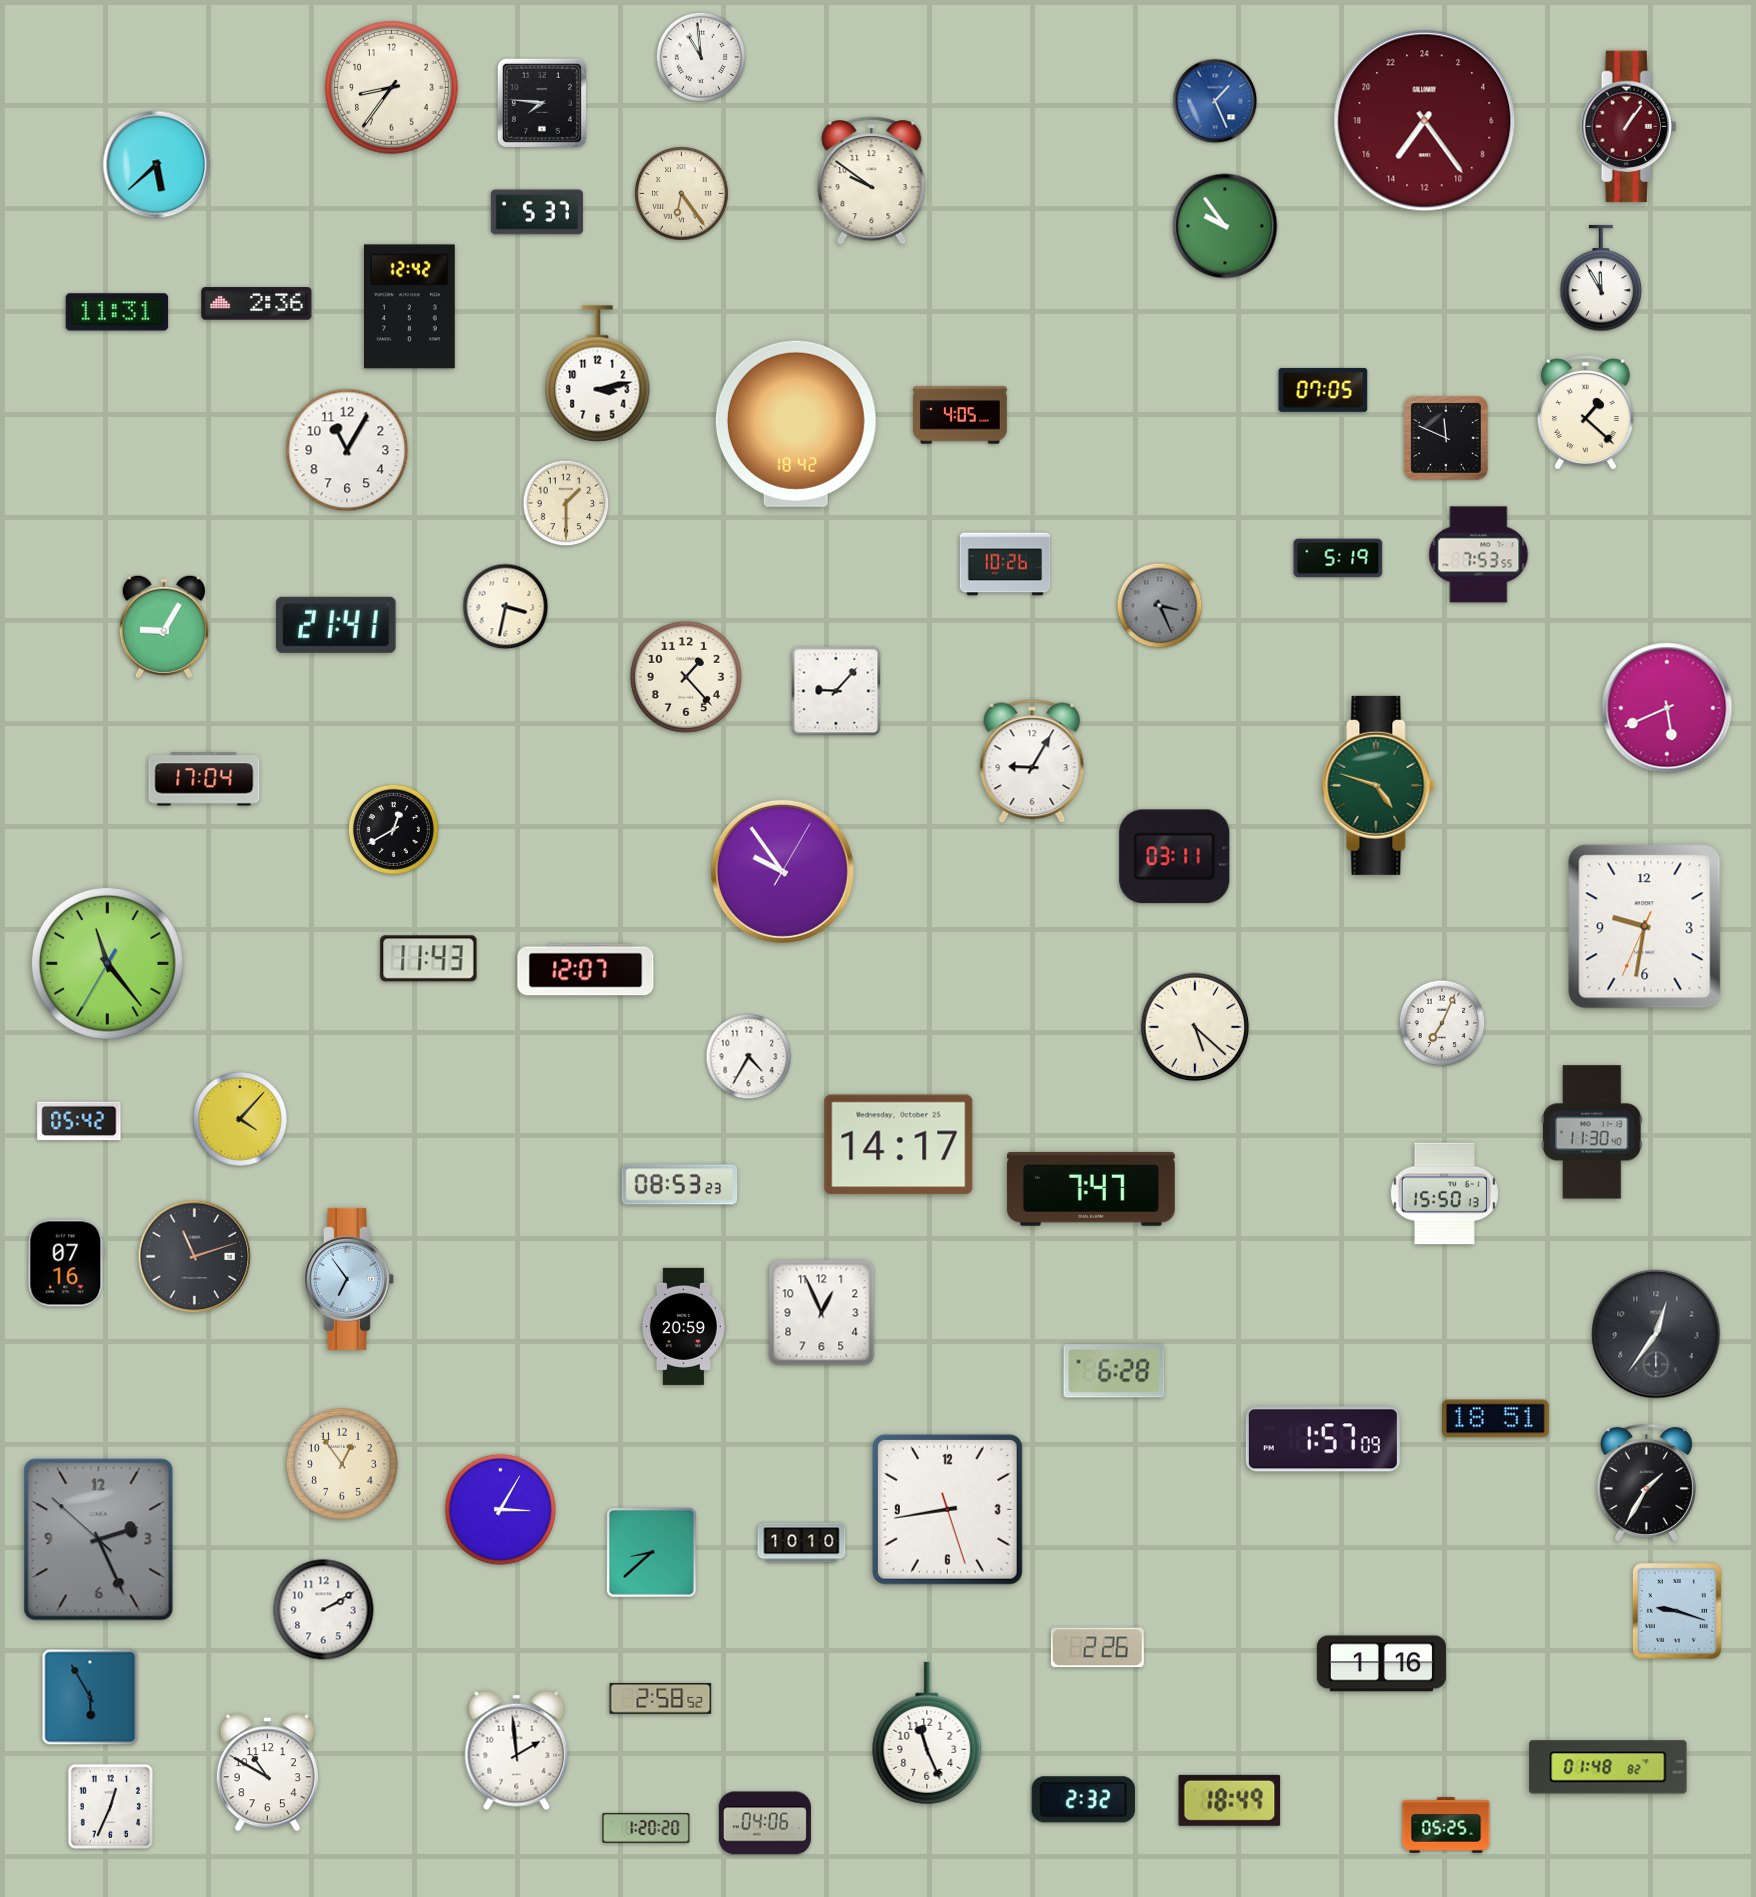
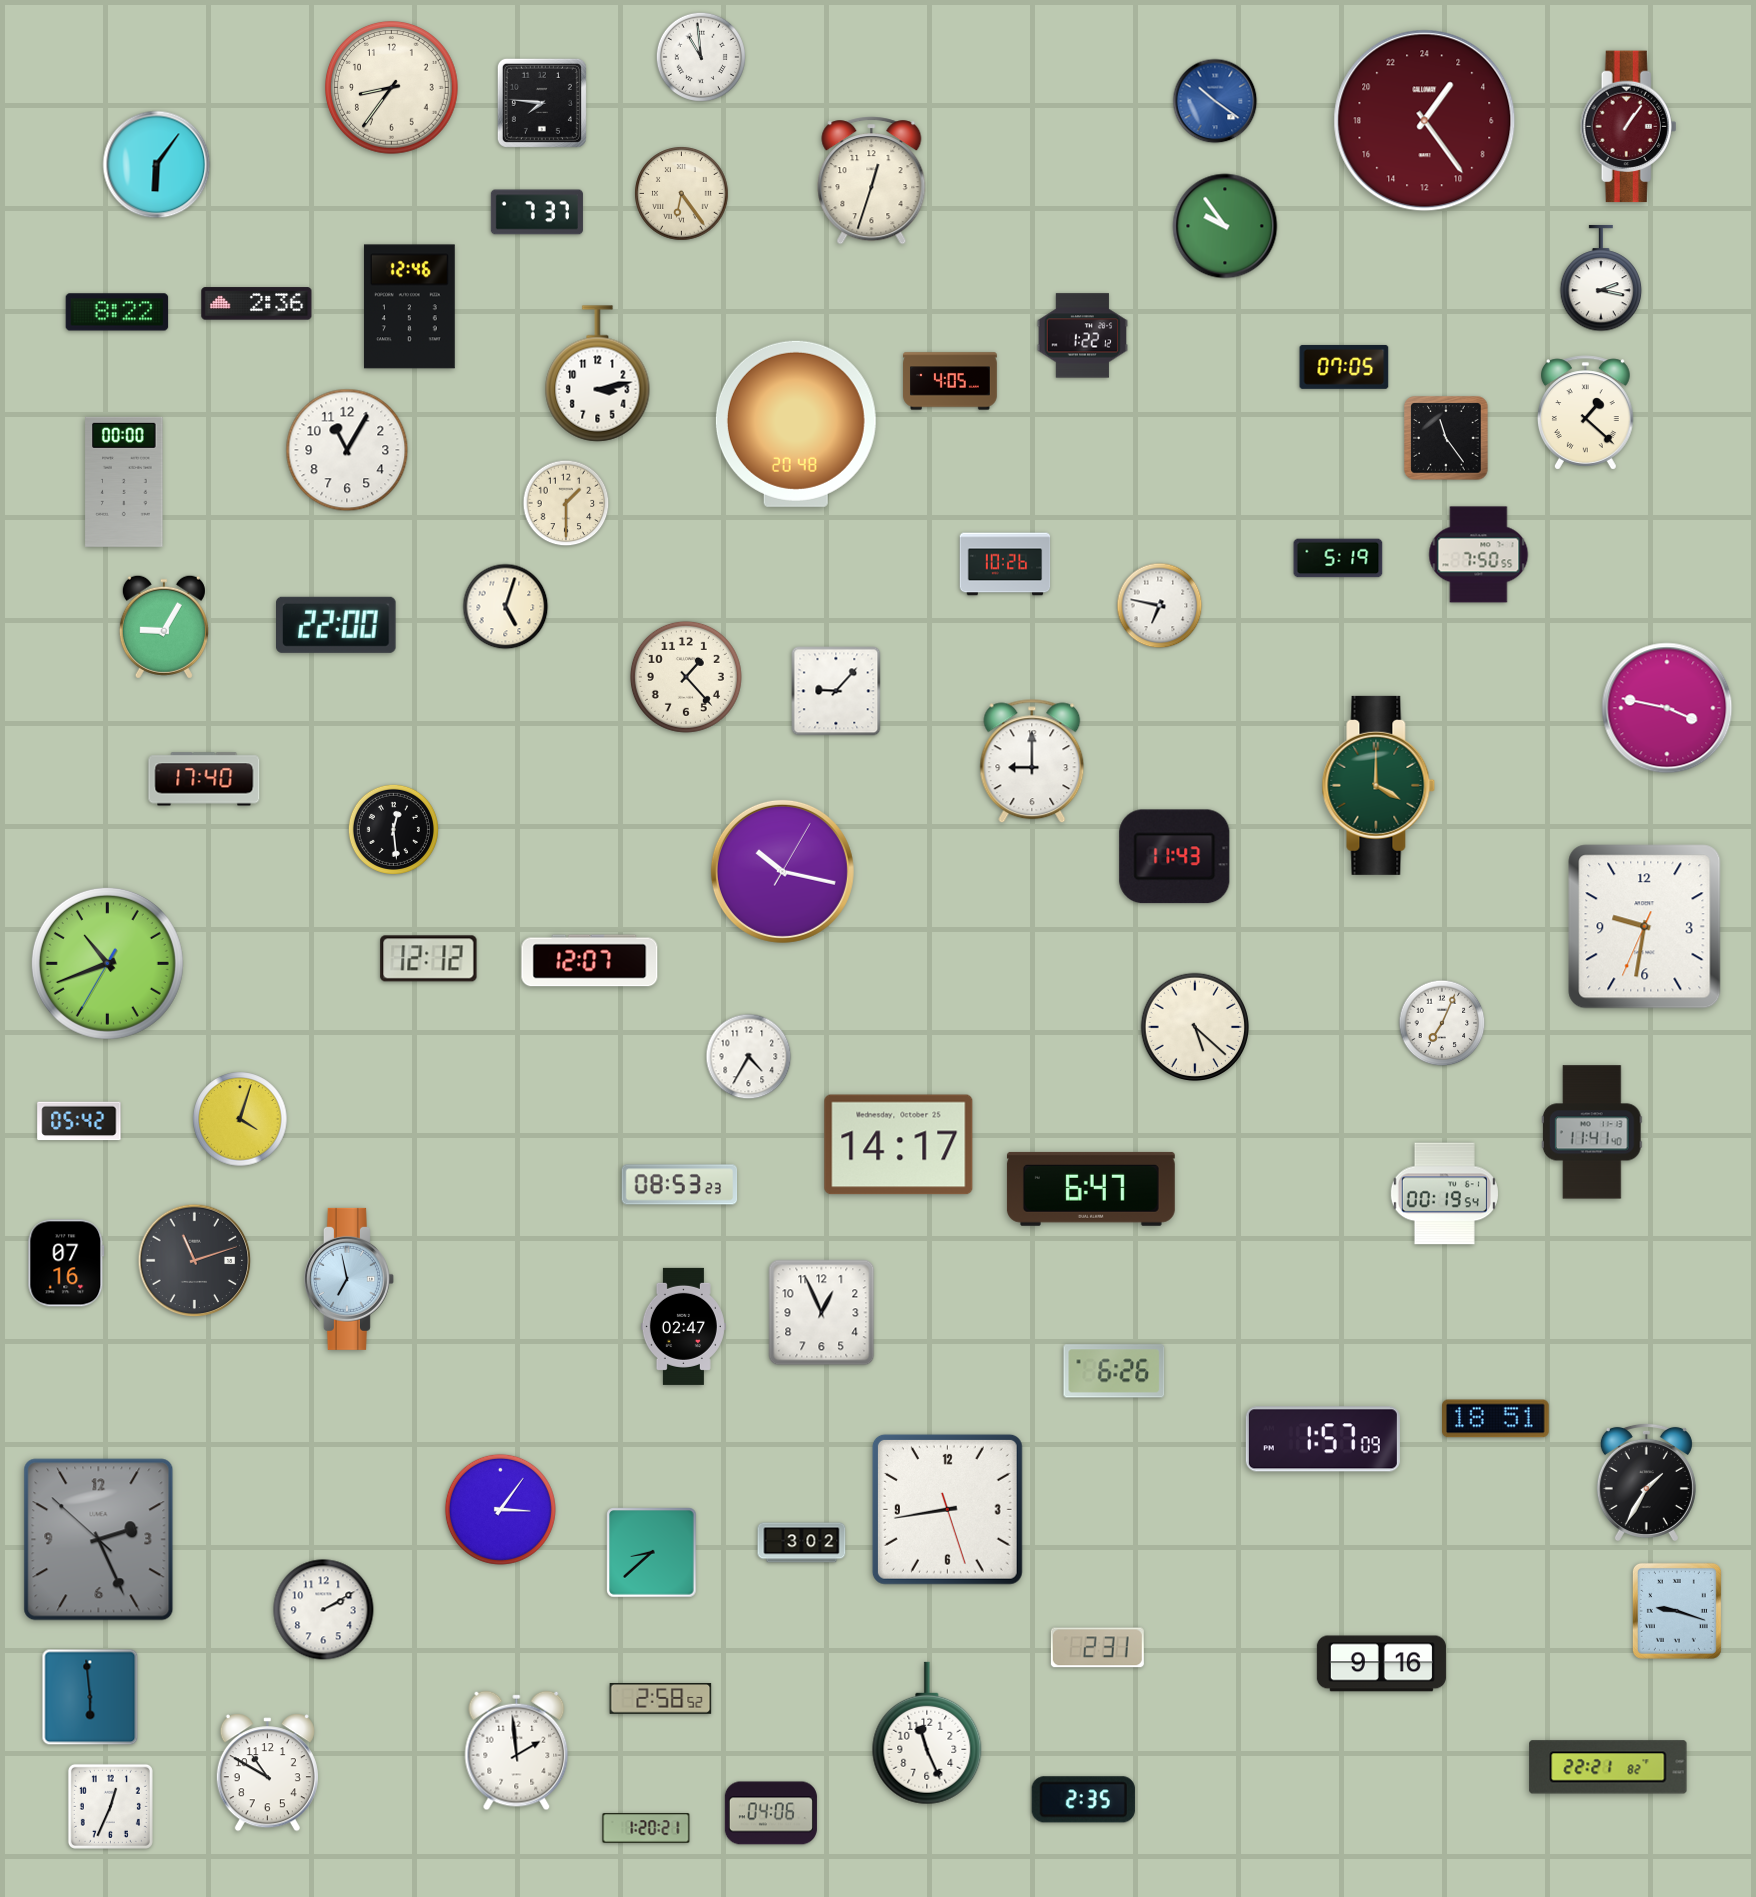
clock at (1215, 101): 1:26 -> 10:21
clock at (1425, 121): 14:24 -> 2:24
clock at (157, 165): 5:38 -> 6:06
clock at (872, 181): 9:51 -> 12:33
clock at (537, 212): 5:37 -> 7:37
clock at (1601, 278): 11:55 -> 2:17
clock at (409, 307): 12:42 -> 12:46
clock at (117, 312): 11:31 -> 8:22
clock at (1082, 336): none -> 1:22
clock at (1323, 390) position: (1323, 390) -> (1344, 367)
clock at (960, 415) position: (960, 415) -> (950, 381)
clock at (796, 424): 18:42 -> 20:48
clock at (1446, 438): 11:49 -> 11:24
clock at (124, 482): none -> 00:00
clock at (1479, 555): 7:53 -> 7:50
clock at (1160, 606): 3:26 -> 6:47
clock at (1160, 606) dial: grey -> white
clock at (506, 607): 3:32 -> 5:03
clock at (337, 625): 21:41 -> 22:00
clock at (1667, 708): 5:41 -> 3:47
clock at (1032, 761): 9:05 -> 9:00
clock at (204, 779): 17:04 -> 17:40
clock at (1379, 785): 4:48 -> 4:00
clock at (393, 829): 12:40 -> 12:29
clock at (1175, 857): 03:11 -> 11:43
clock at (782, 871): 9:54 -> 10:17
clock at (429, 959): 11:43 -> 12:12
clock at (107, 963): 11:23 -> 10:41
clock at (586, 970) position: (586, 970) -> (590, 961)
clock at (240, 1119): 4:07 -> 4:03
clock at (1592, 1132): 11:30 -> 11:41
clock at (1091, 1189): 7:47 -> 6:47
clock at (1444, 1194): 15:50 -> 00:19
clock at (195, 1257) position: (195, 1257) -> (195, 1261)
clock at (349, 1279): 6:54 -> 6:58
clock at (683, 1326): 20:59 -> 02:47
clock at (1656, 1334): 12:36 -> none
clock at (1114, 1371): 6:28 -> 6:26
clock at (342, 1464): 12:54 -> none
clock at (500, 1509): 3:05 -> 3:06
clock at (802, 1543): 10:10 -> 3:02
clock at (1097, 1648): 2:26 -> 2:31
clock at (1381, 1664): 1:16 -> 9:16
clock at (90, 1697): 5:55 -> 5:59
clock at (1608, 1767): 01:48 -> 22:21
clock at (1083, 1800): 2:32 -> 2:35
clock at (1230, 1800): 18:49 -> none
clock at (765, 1823) position: (765, 1823) -> (771, 1813)
clock at (1446, 1825): 05:25 -> none
clock at (646, 1828): 1:20:20 -> 1:20:21
